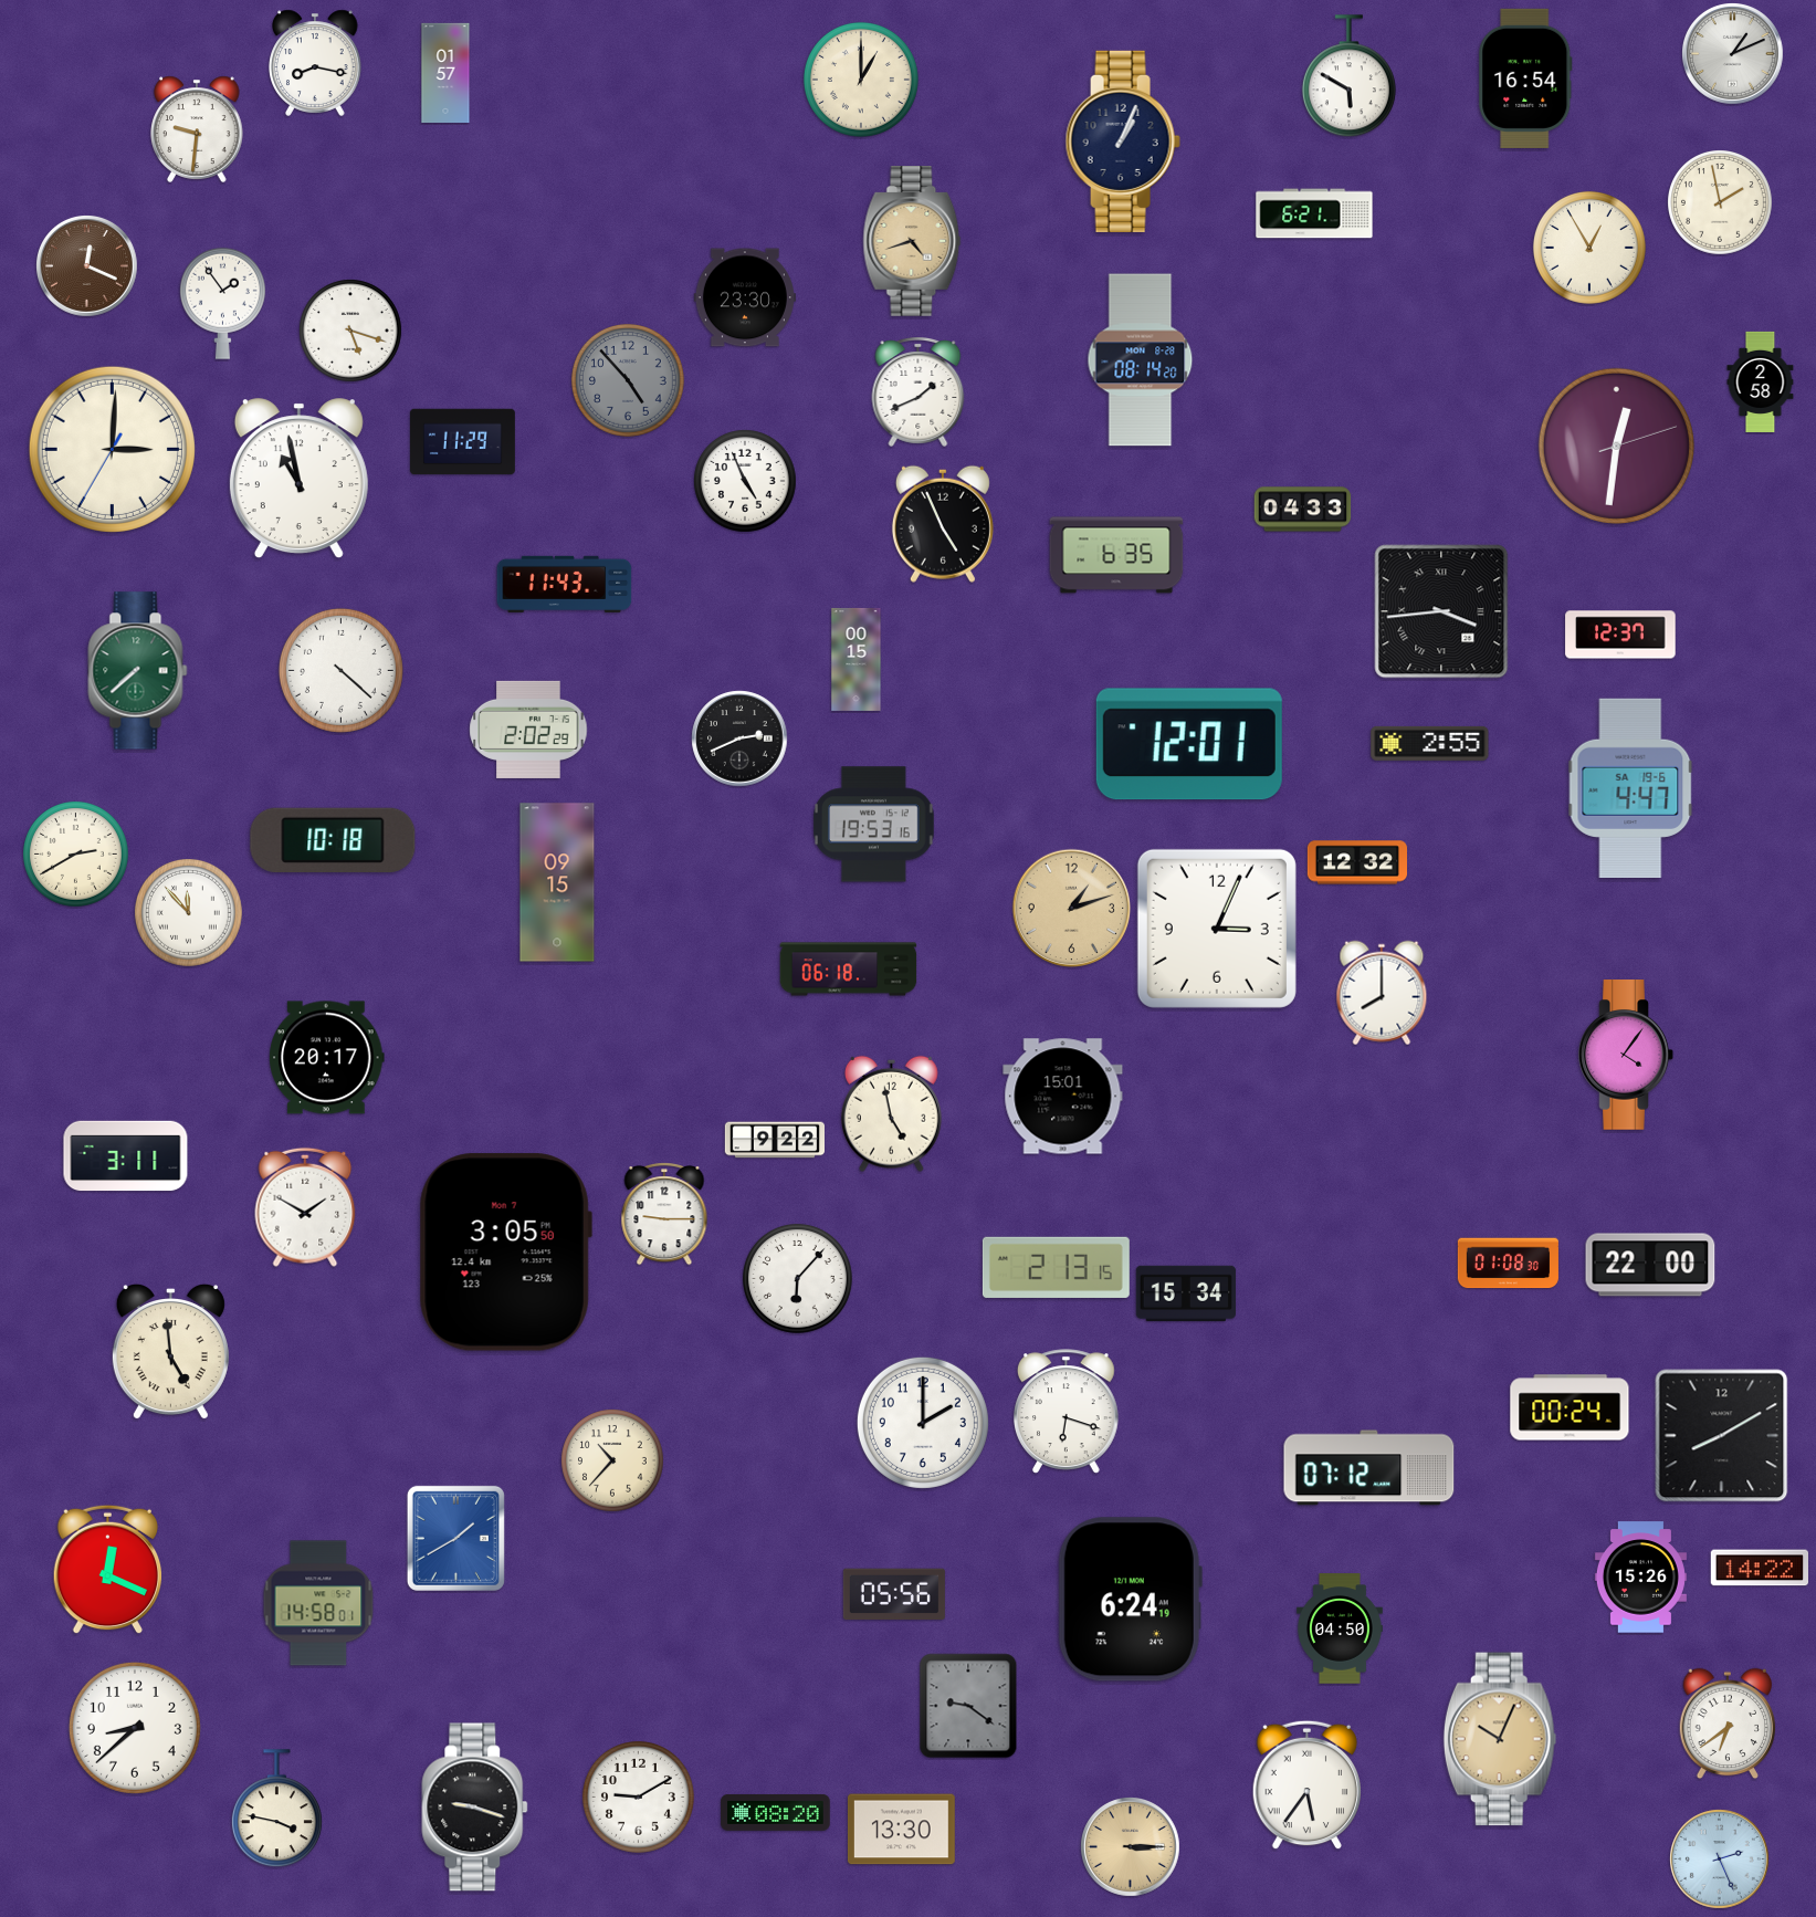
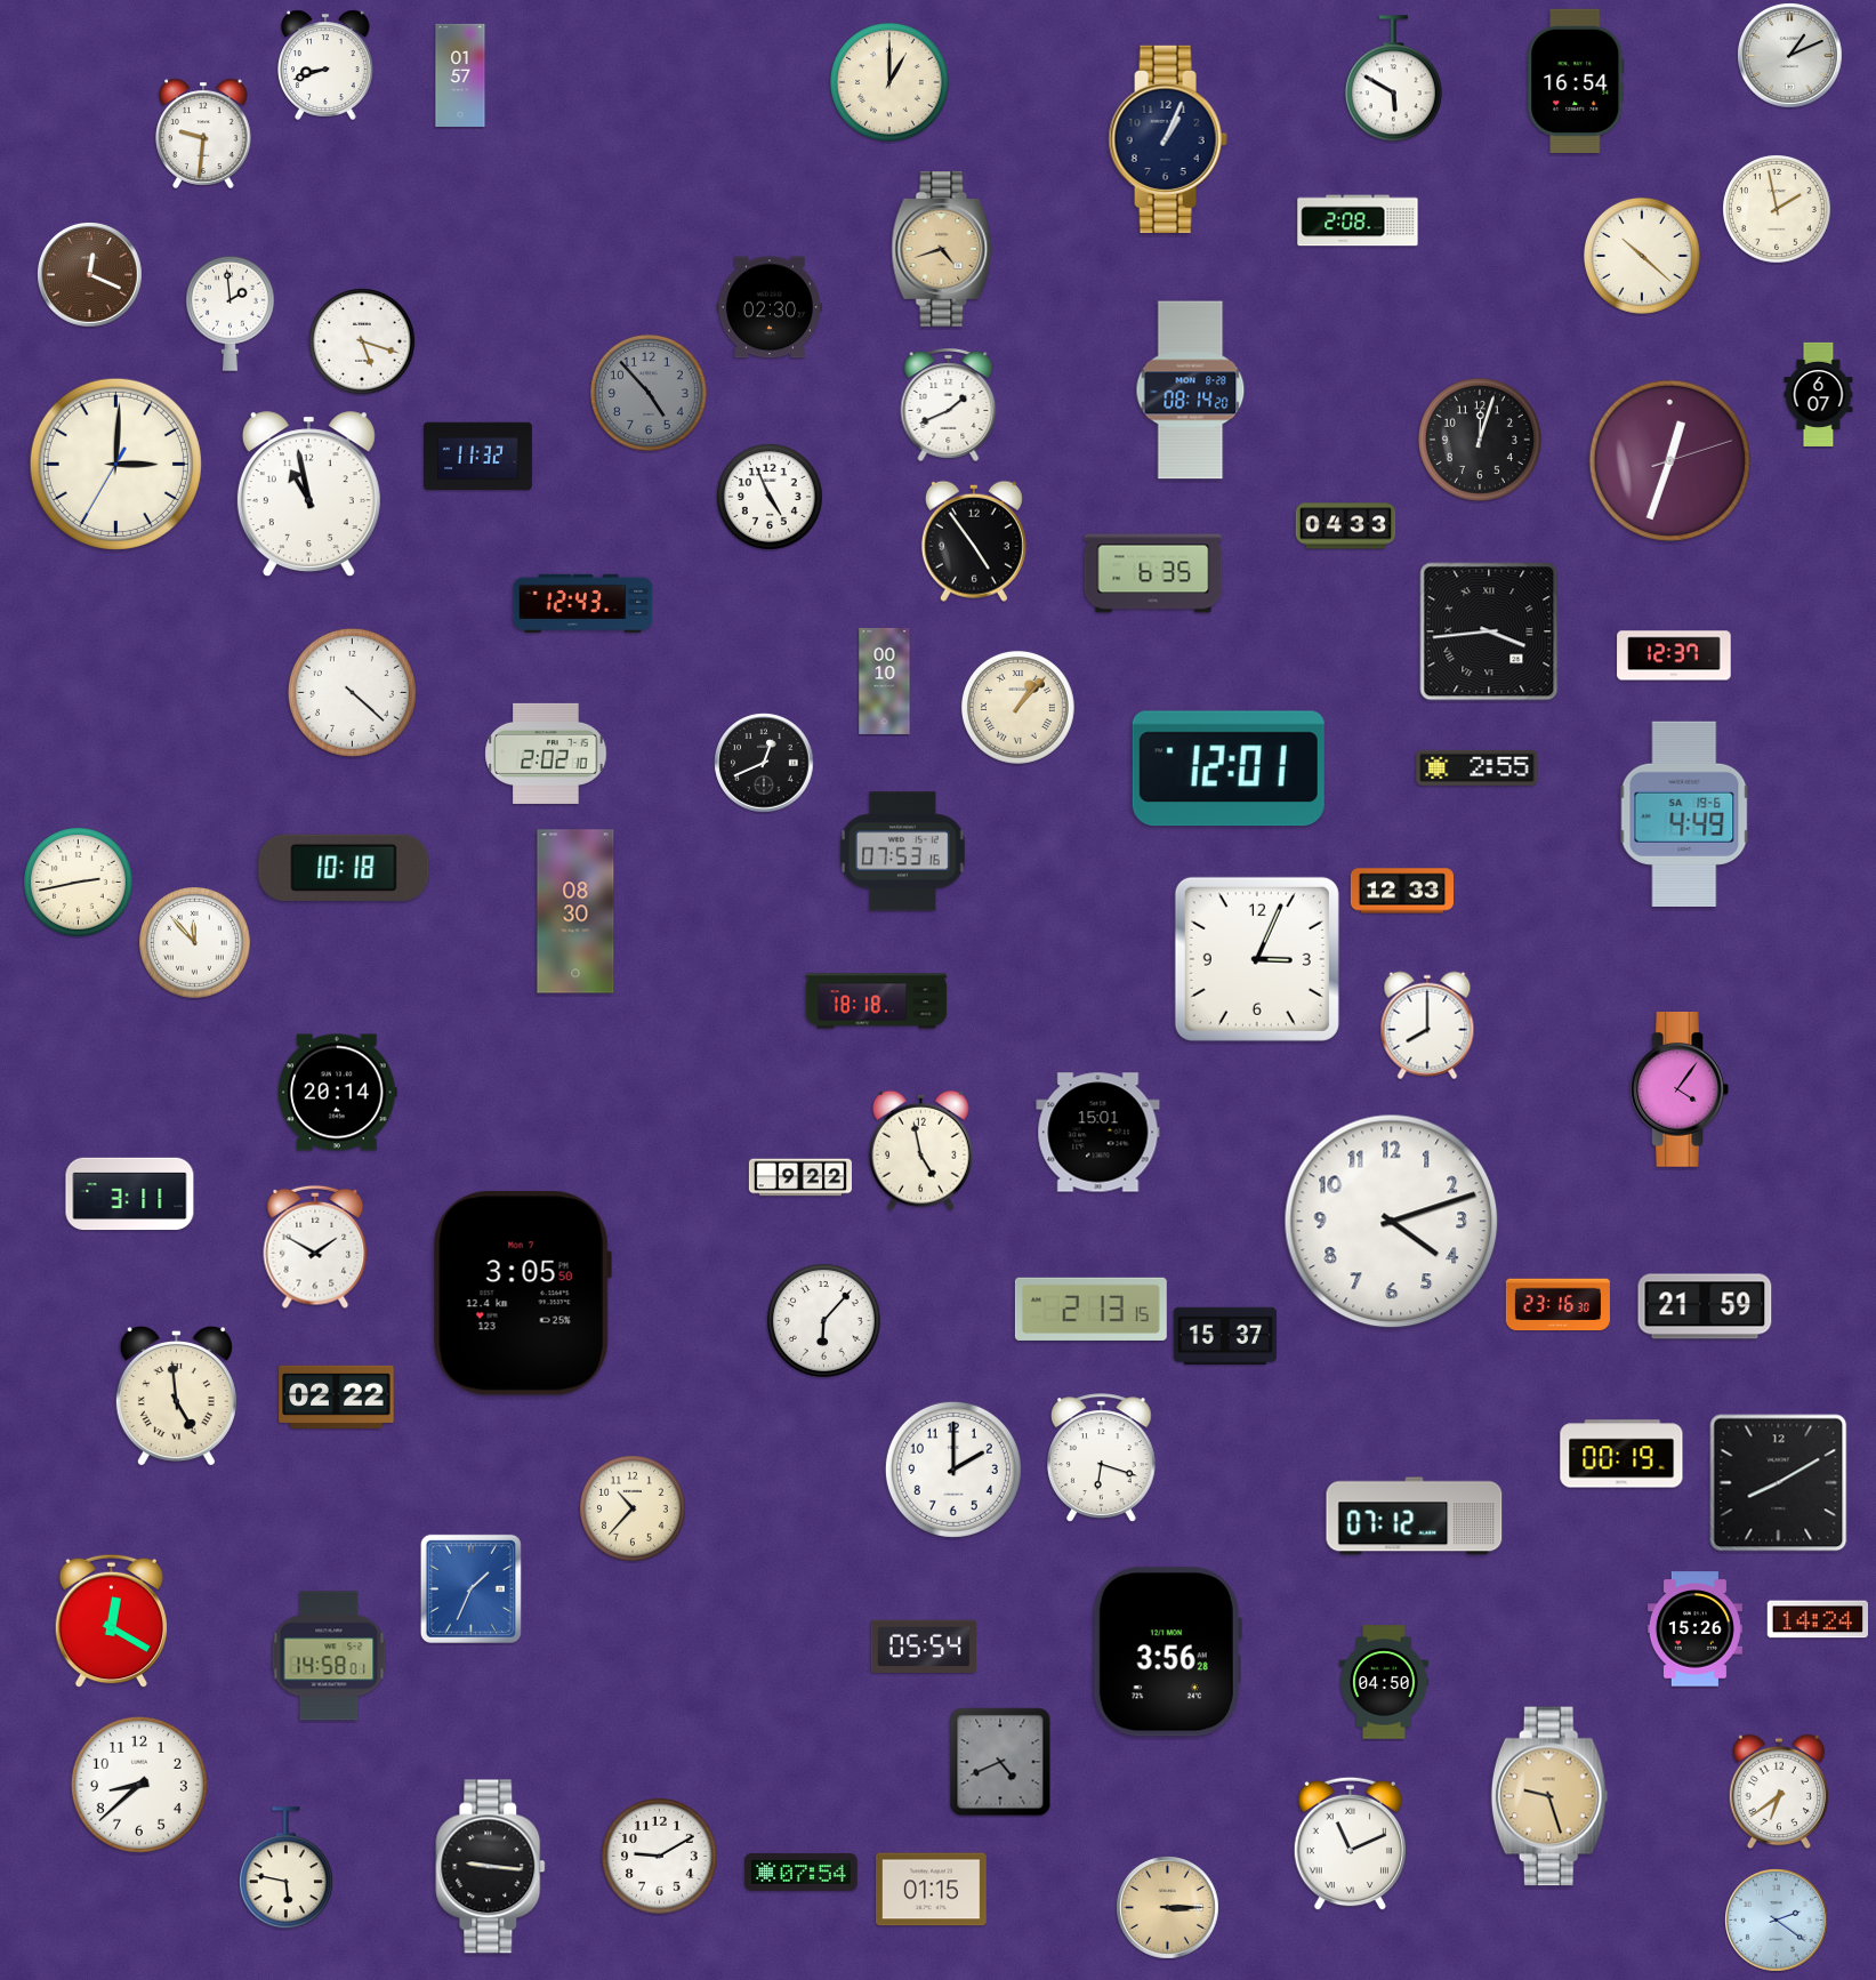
clock at (315, 63): 8:17 -> 8:42
clock at (1123, 142) position: (1123, 142) -> (1168, 139)
clock at (1314, 213): 6:21 -> 2:08
clock at (1589, 248): 12:55 -> 10:22
clock at (745, 297): 23:30 -> 02:30
clock at (222, 303): 1:54 -> 1:59
clock at (1141, 360) position: (1141, 360) -> (1191, 391)
clock at (1761, 381): 2:58 -> 6:07
clock at (1480, 440): none -> 12:03
clock at (462, 442): 11:29 -> 11:32
clock at (1616, 446): 12:31 -> 12:33
clock at (943, 524): 4:56 -> 4:54
clock at (565, 584): 11:43 -> 12:43
clock at (857, 659): 00:15 -> 00:10
clock at (138, 671): 7:38 -> none
clock at (1017, 707): none -> 1:07
clock at (528, 730): 2:02:29 -> 2:02:10
clock at (739, 738): 2:41 -> 12:41
clock at (1630, 788): 4:47 -> 4:49
clock at (874, 825): 19:53 -> 07:53
clock at (76, 855): 2:40 -> 2:43
clock at (1356, 862): 12:32 -> 12:33
clock at (557, 882): 09:15 -> 08:30
clock at (1072, 909): 1:12 -> none
clock at (849, 970): 06:18 -> 18:18
clock at (327, 1058): 20:17 -> 20:14
clock at (1392, 1222): none -> 4:12
clock at (664, 1215): 9:15 -> none
clock at (1508, 1264): 01:08 -> 23:16
clock at (1650, 1265): 22:00 -> 21:59
clock at (1186, 1292): 15:34 -> 15:37
clock at (337, 1397): none -> 02:22
clock at (1570, 1407): 00:24 -> 00:19
clock at (455, 1538): 1:40 -> 1:34
clock at (1759, 1568): 14:22 -> 14:24
clock at (107, 1570): 12:19 -> 12:20
clock at (894, 1594): 05:56 -> 05:54
clock at (1130, 1600): 6:24 -> 3:56
clock at (968, 1706): 9:21 -> 4:41
clock at (1728, 1724) position: (1728, 1724) -> (1779, 1792)
clock at (1500, 1739): 10:04 -> 9:27
clock at (1306, 1785): 5:36 -> 11:11
clock at (475, 1808): 9:18 -> 9:16
clock at (276, 1809): 3:47 -> 5:47
clock at (776, 1812): 08:20 -> 07:54
clock at (902, 1830): 13:30 -> 01:15
clock at (1720, 1860): 2:26 -> 2:21
